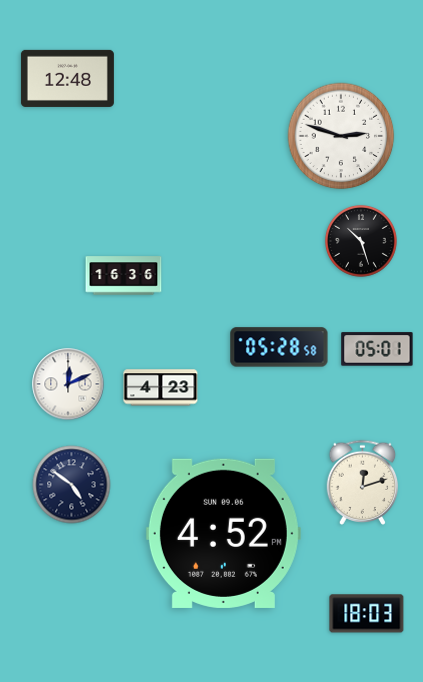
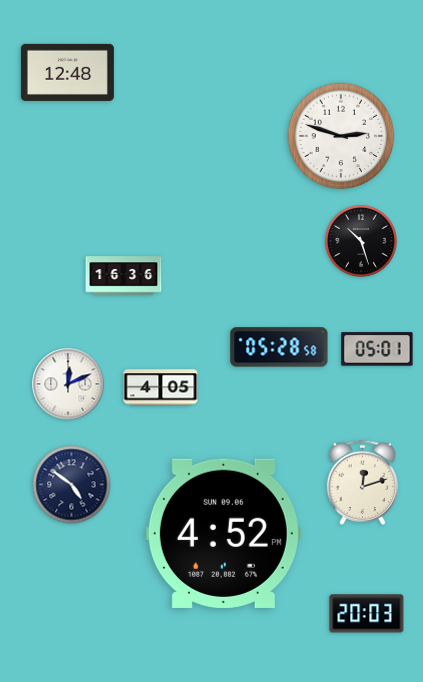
clock at (67, 78) position: (67, 78) -> (67, 72)
clock at (161, 388): 4:23 -> 4:05
clock at (367, 614): 18:03 -> 20:03
